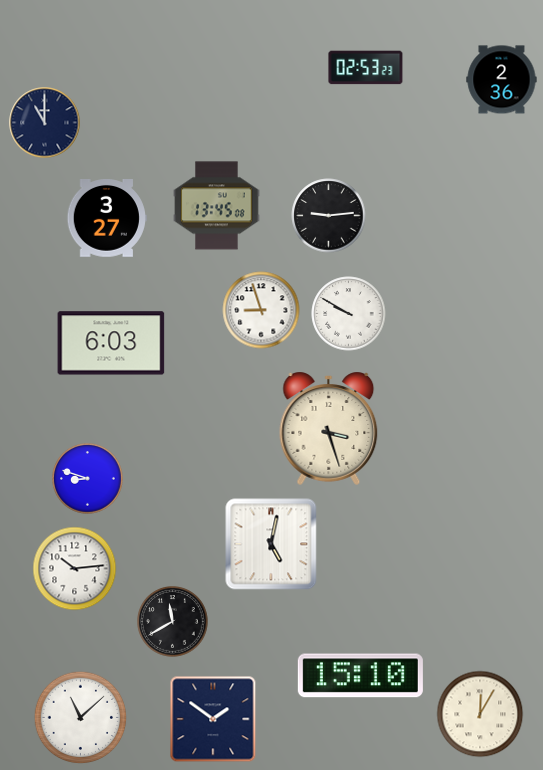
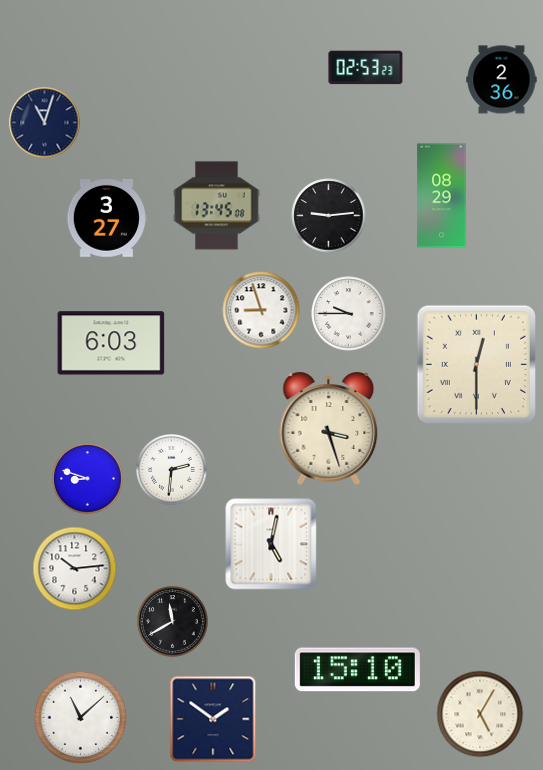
clock at (45, 123): 11:00 -> 11:03
clock at (442, 196): none -> 08:29
clock at (349, 314): 9:50 -> 9:45
clock at (476, 364): none -> 12:30
clock at (172, 470): none -> 2:31
clock at (360, 676) position: (360, 676) -> (357, 670)
clock at (480, 714): 12:05 -> 5:05
